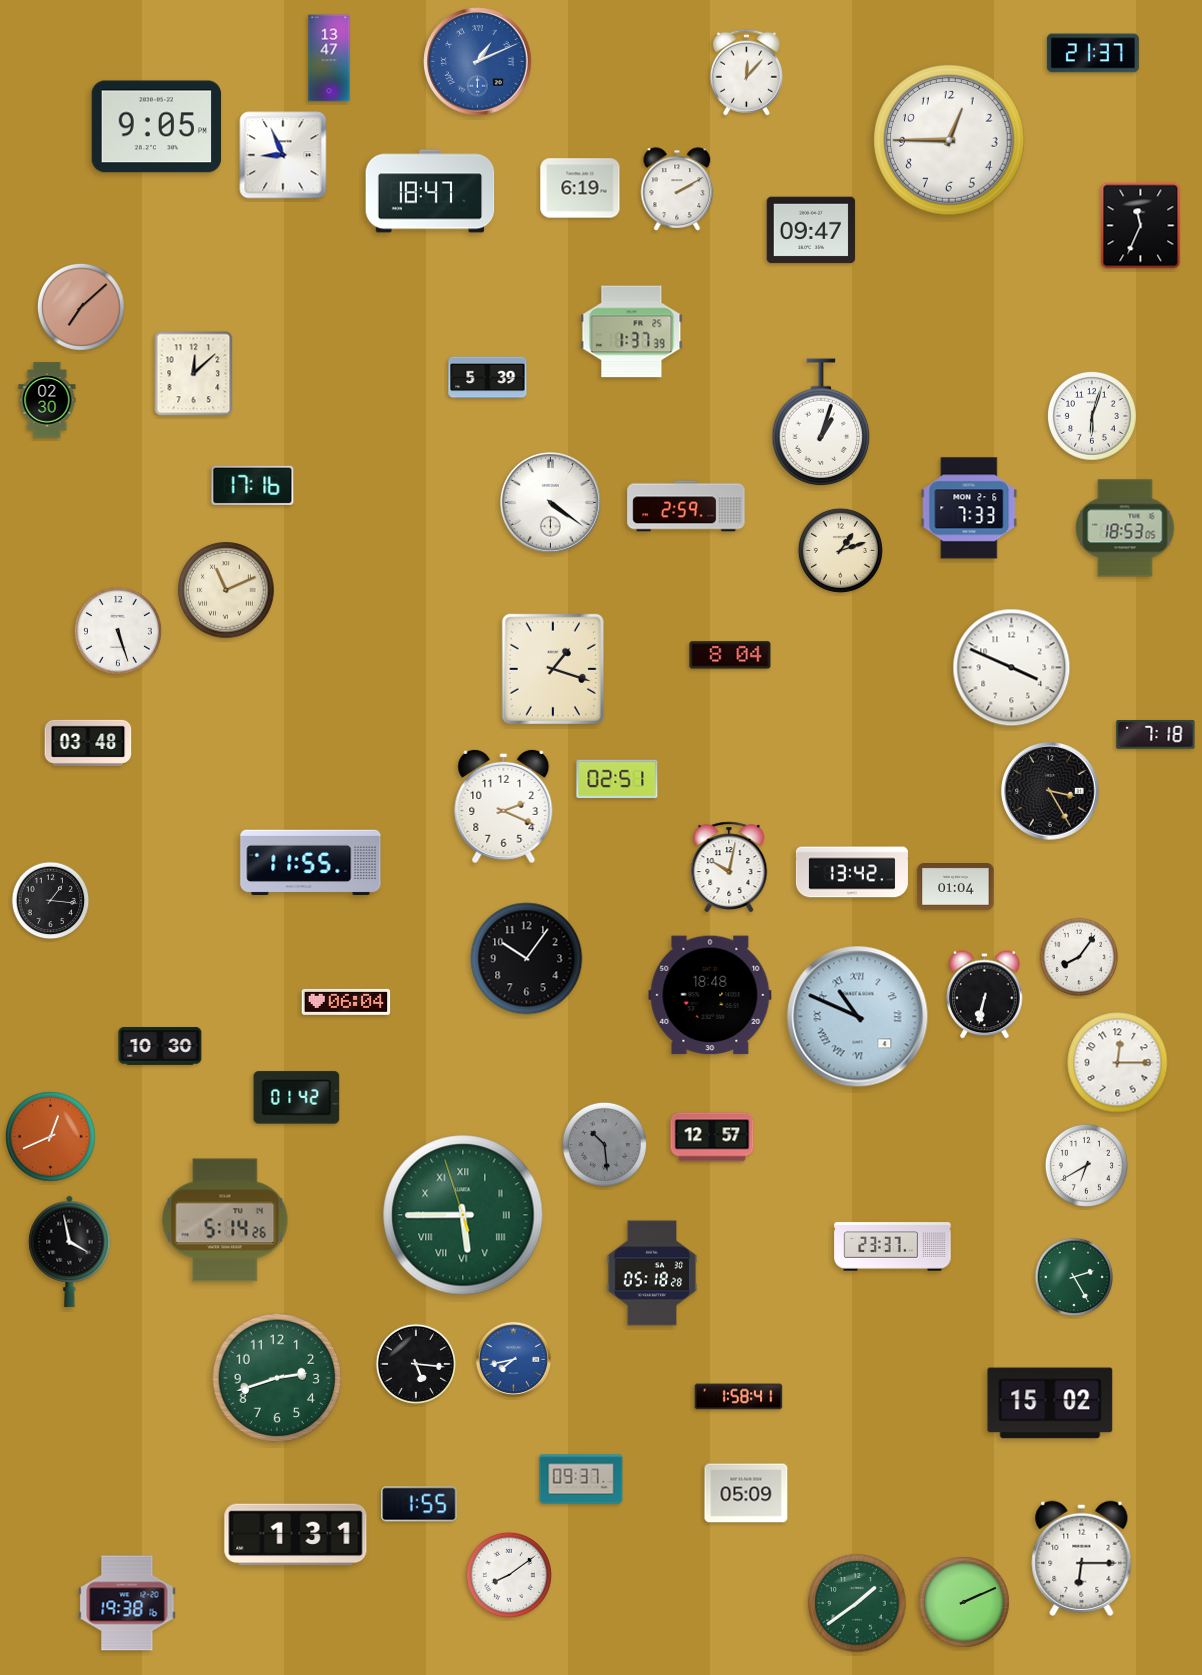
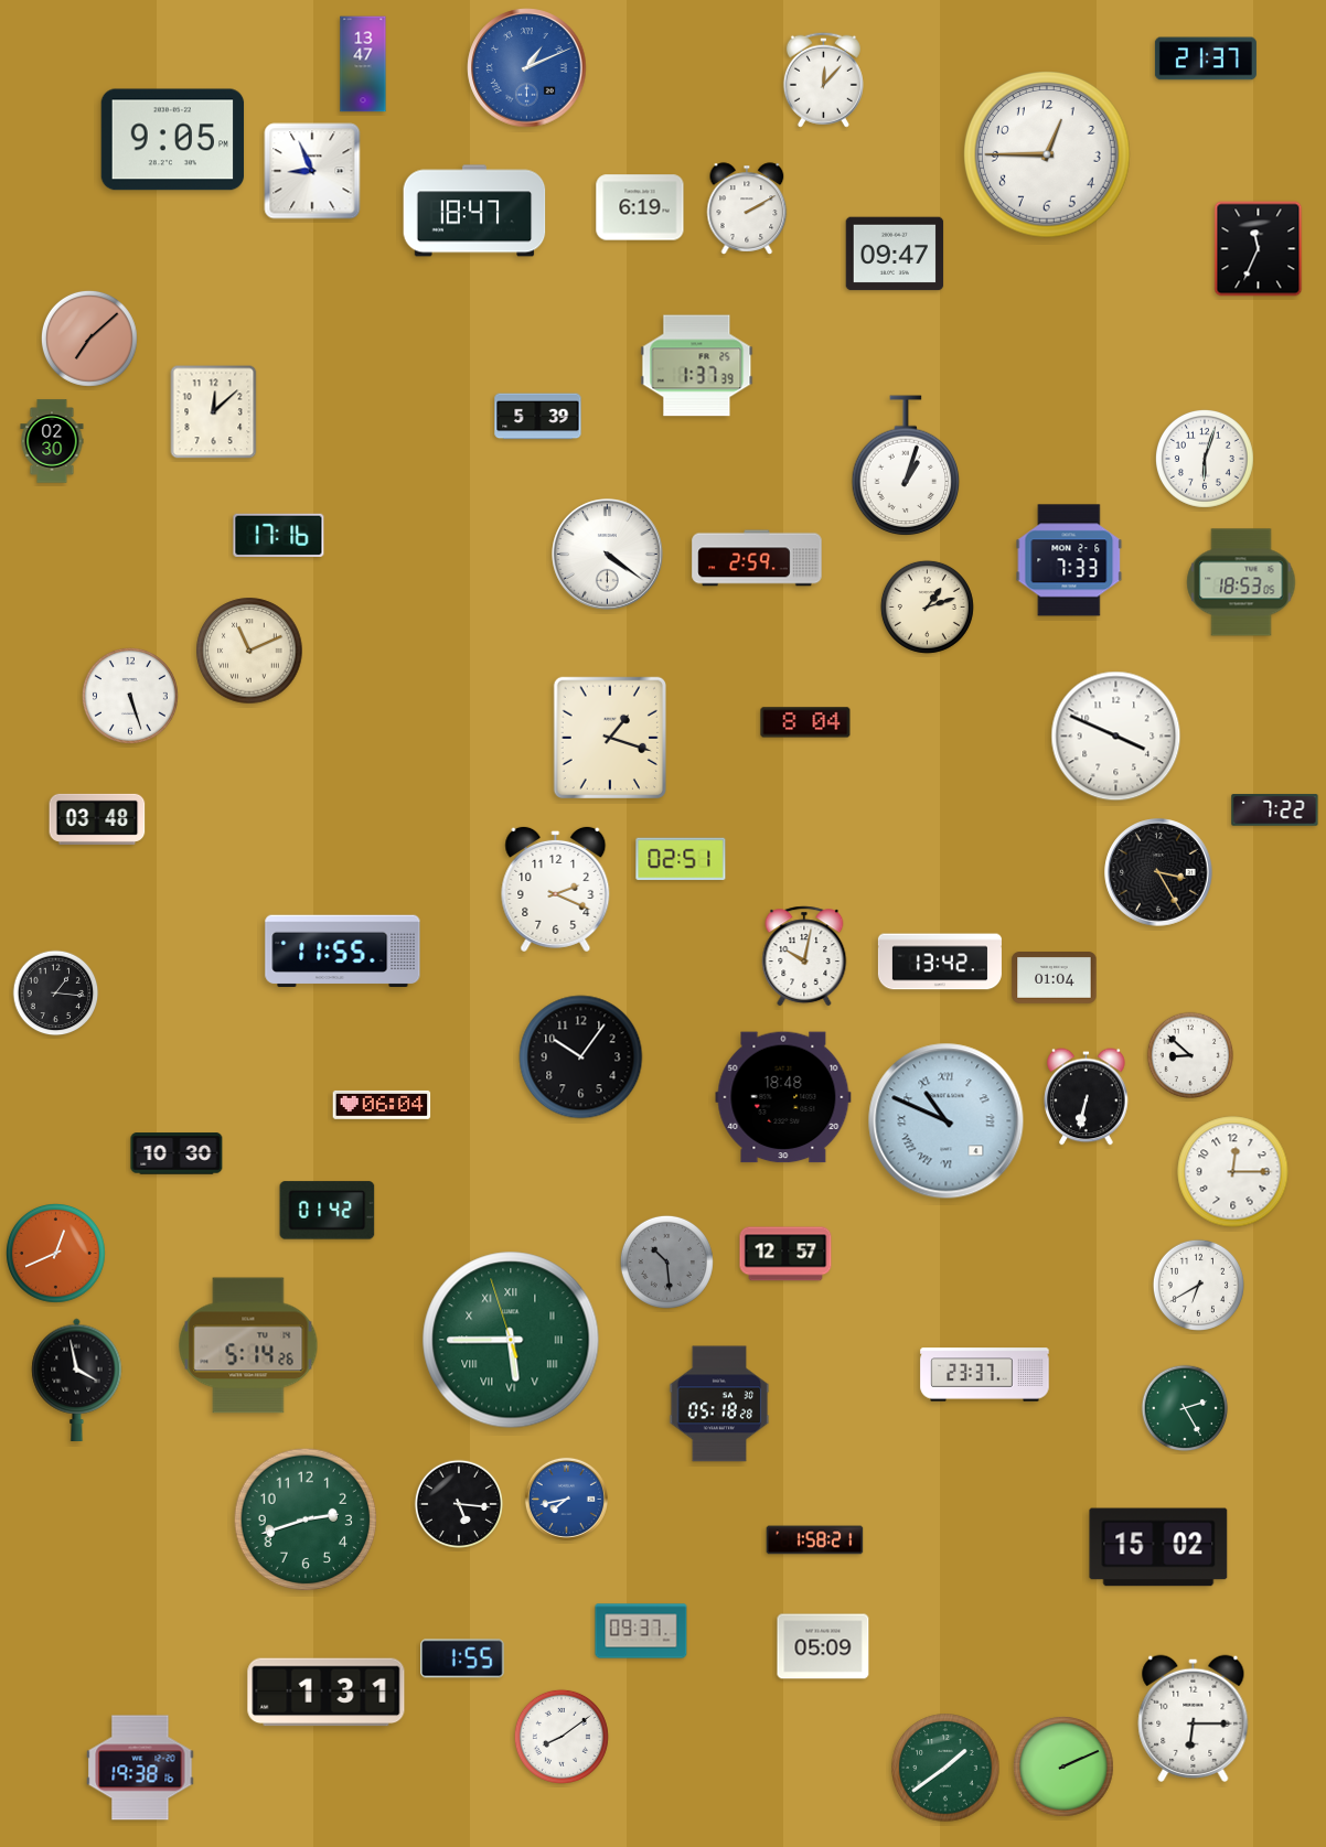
clock at (1156, 735): 7:18 -> 7:22
clock at (1079, 957): 8:06 -> 8:52
clock at (739, 1397): 1:58:41 -> 1:58:21
